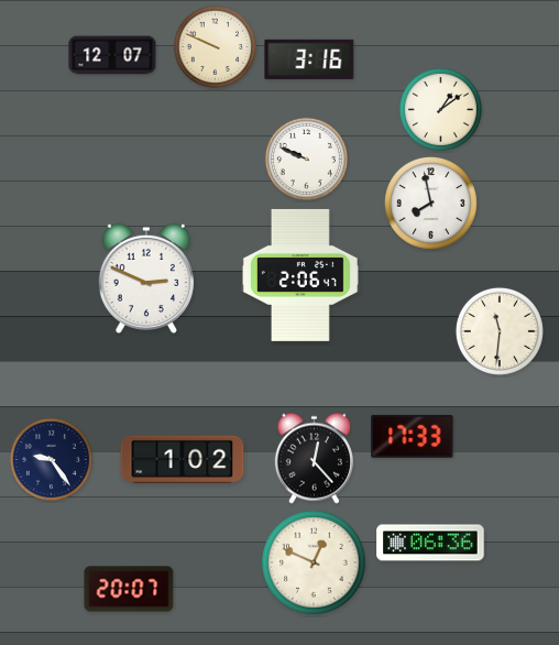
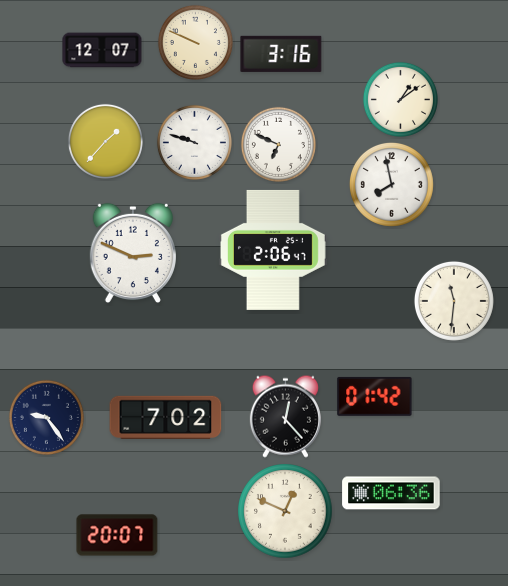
clock at (105, 141): none -> 1:37
clock at (194, 142): none -> 9:48
clock at (306, 158): 9:49 -> 6:49
clock at (413, 436): 17:33 -> 01:42
clock at (183, 459): 1:02 -> 7:02
